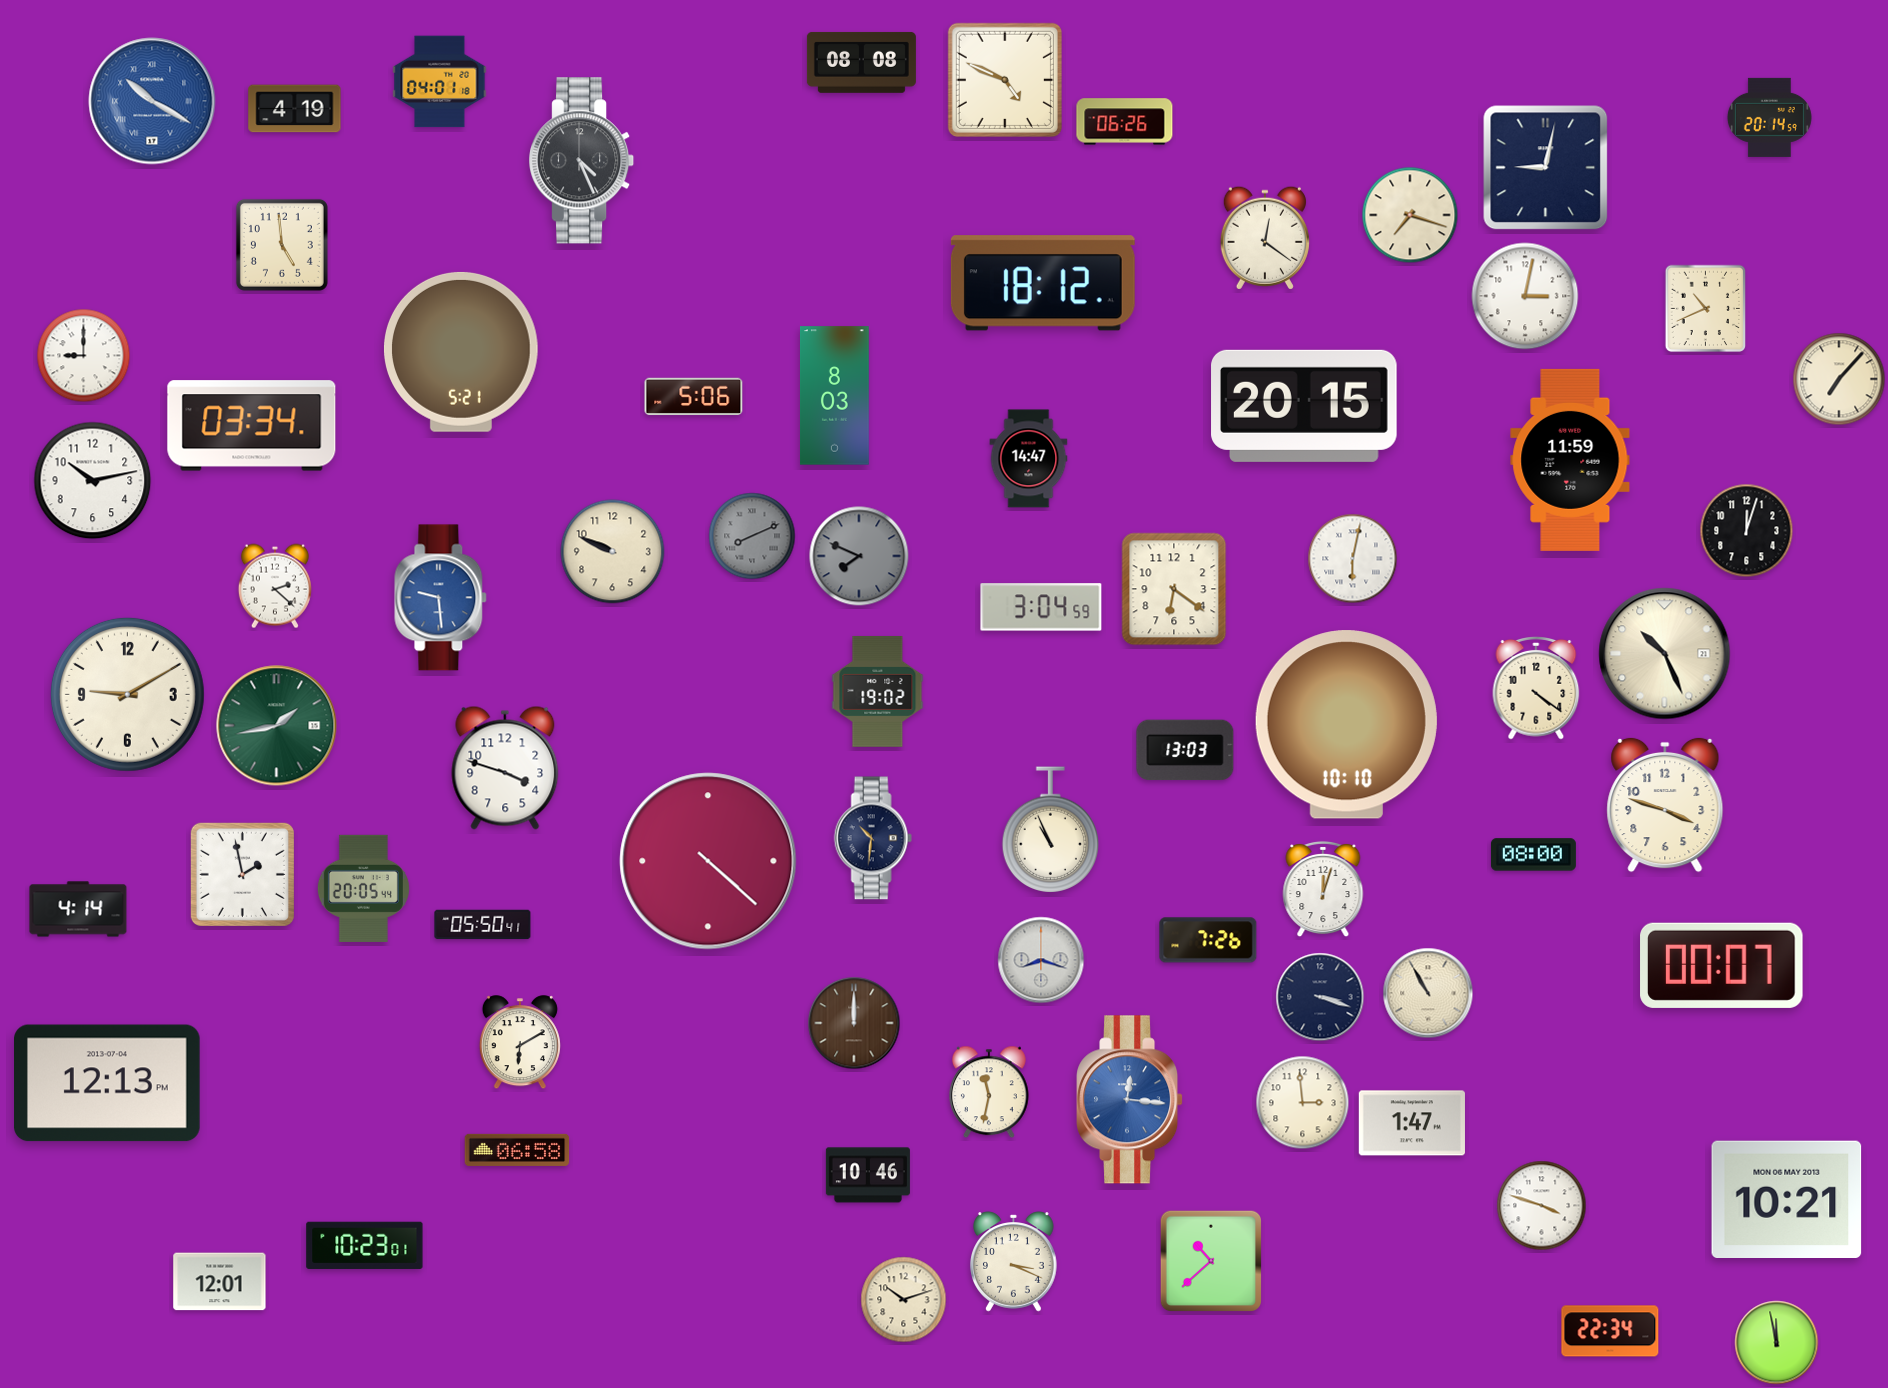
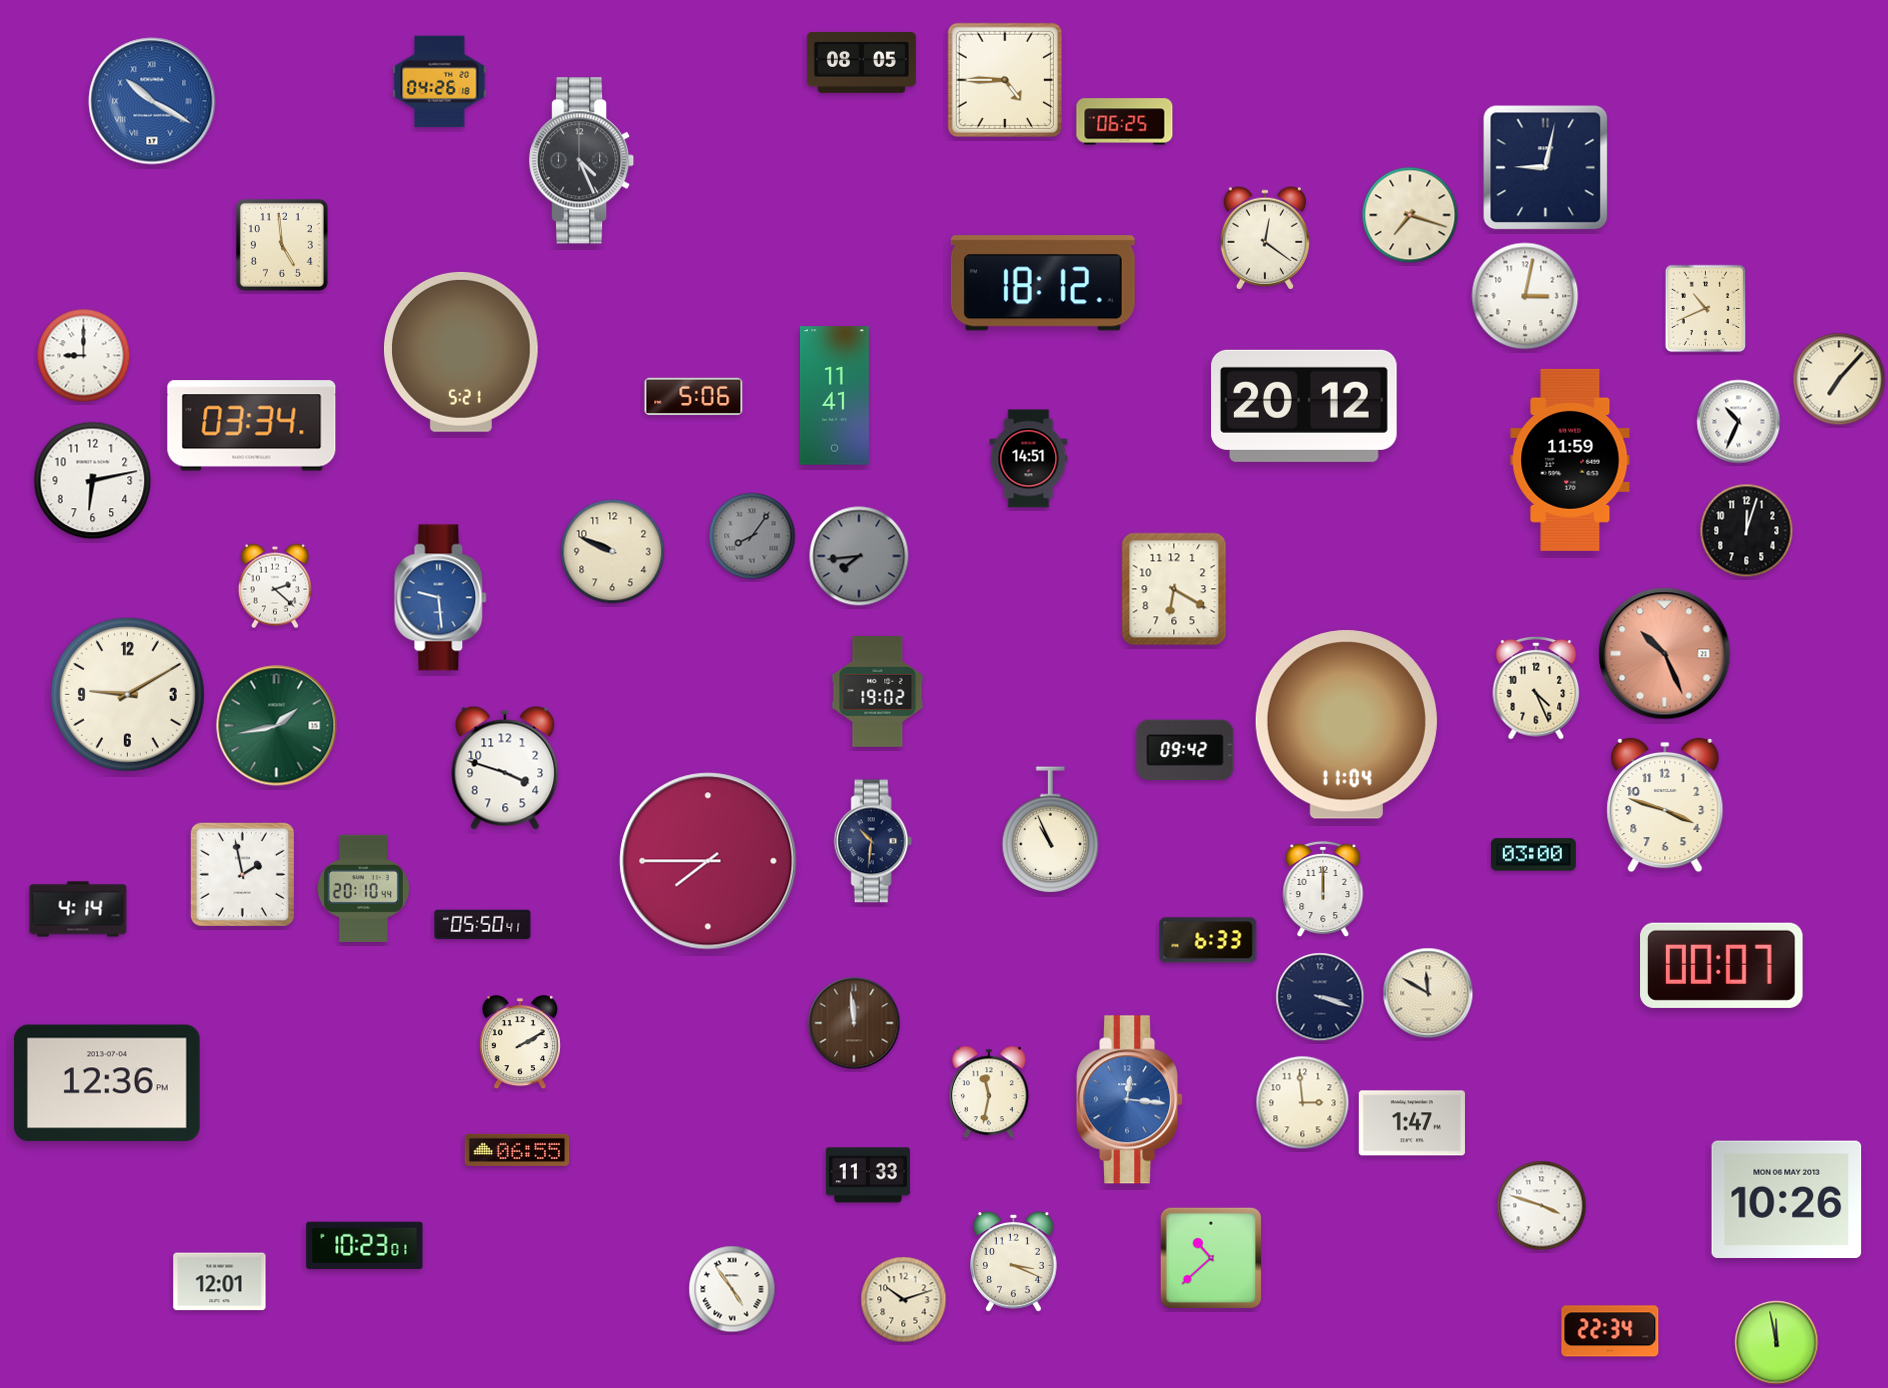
clock at (861, 62): 08:08 -> 08:05
clock at (1005, 80): 4:49 -> 4:45
clock at (440, 82): 04:01 -> 04:26
clock at (295, 109): 4:19 -> none
clock at (1769, 117): 20:14 -> none
clock at (1125, 122): 06:26 -> 06:25
clock at (835, 396): 8:03 -> 11:41
clock at (1304, 406): 20:15 -> 20:12
clock at (1739, 422): none -> 10:34
clock at (1029, 459): 14:47 -> 14:51
clock at (93, 481): 10:13 -> 6:13
clock at (752, 536): 8:11 -> 8:06
clock at (859, 556): 7:49 -> 7:44
clock at (1353, 559): 6:02 -> none
clock at (1174, 589): 6:21 -> 6:20
clock at (1041, 607): 3:04 -> none
clock at (1665, 654) dial: cream -> salmon
clock at (1536, 689): 4:21 -> 4:26
clock at (1346, 725): 10:10 -> 11:04
clock at (1185, 750): 13:03 -> 09:42
clock at (873, 838) position: (873, 838) -> (873, 841)
clock at (1533, 855): 08:00 -> 03:00
clock at (708, 861): 4:22 -> 7:45
clock at (363, 888): 20:05 -> 20:10
clock at (1323, 889): 12:03 -> 12:00
clock at (1208, 940): 7:26 -> 6:33
clock at (1041, 960): 8:18 -> none
clock at (1428, 993): 10:55 -> 11:50
clock at (854, 1023): 12:00 -> 11:59
clock at (520, 1043): 6:10 -> 2:10
clock at (108, 1083): 12:13 -> 12:36
clock at (517, 1150): 06:58 -> 06:55
clock at (868, 1175): 10:46 -> 11:33
clock at (1787, 1199): 10:21 -> 10:26
clock at (1210, 1260) position: (1210, 1260) -> (1210, 1257)
clock at (732, 1289): none -> 4:54
